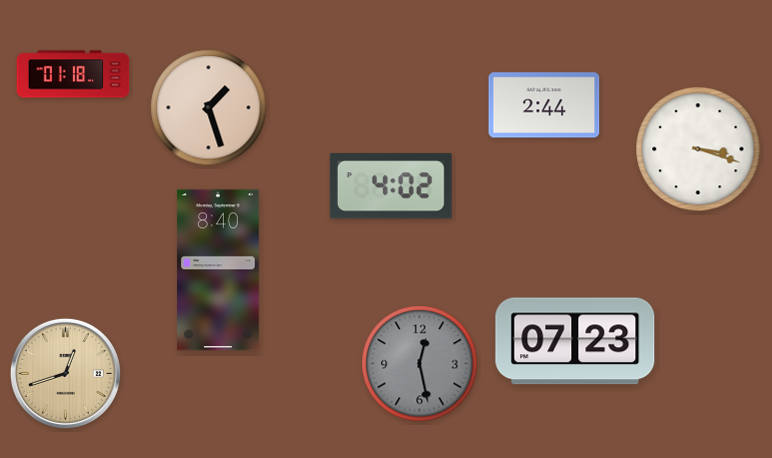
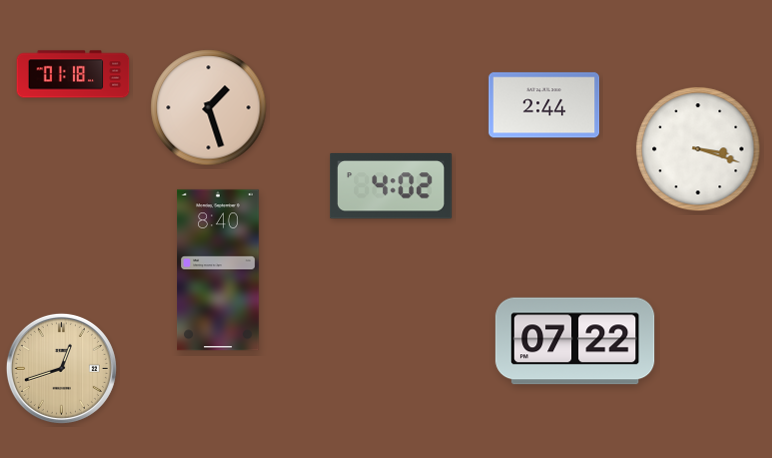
clock at (575, 341): 07:23 -> 07:22
clock at (420, 364): 12:28 -> none
clock at (65, 373) position: (65, 373) -> (61, 368)
